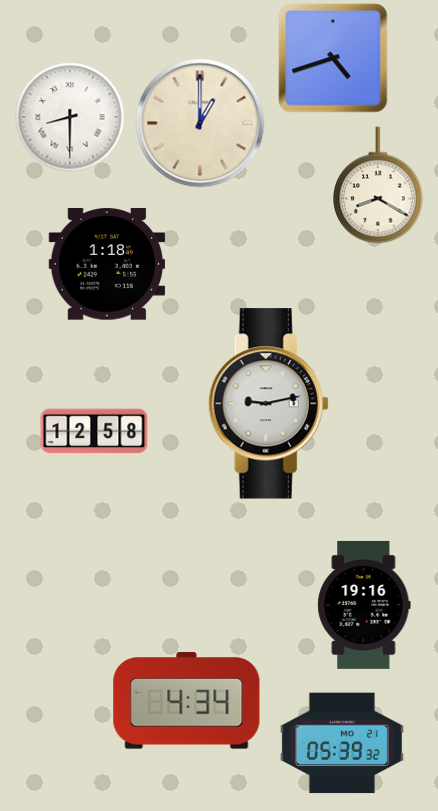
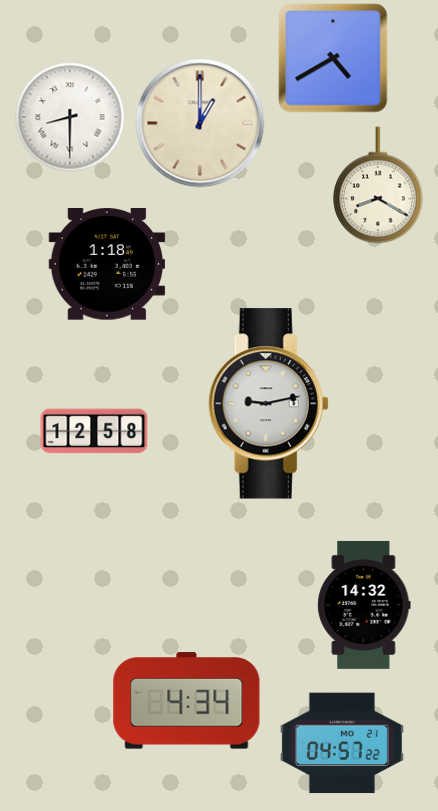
clock at (333, 58): 4:42 -> 4:40
clock at (364, 605): 19:16 -> 14:32
clock at (342, 743): 05:39 -> 04:57
